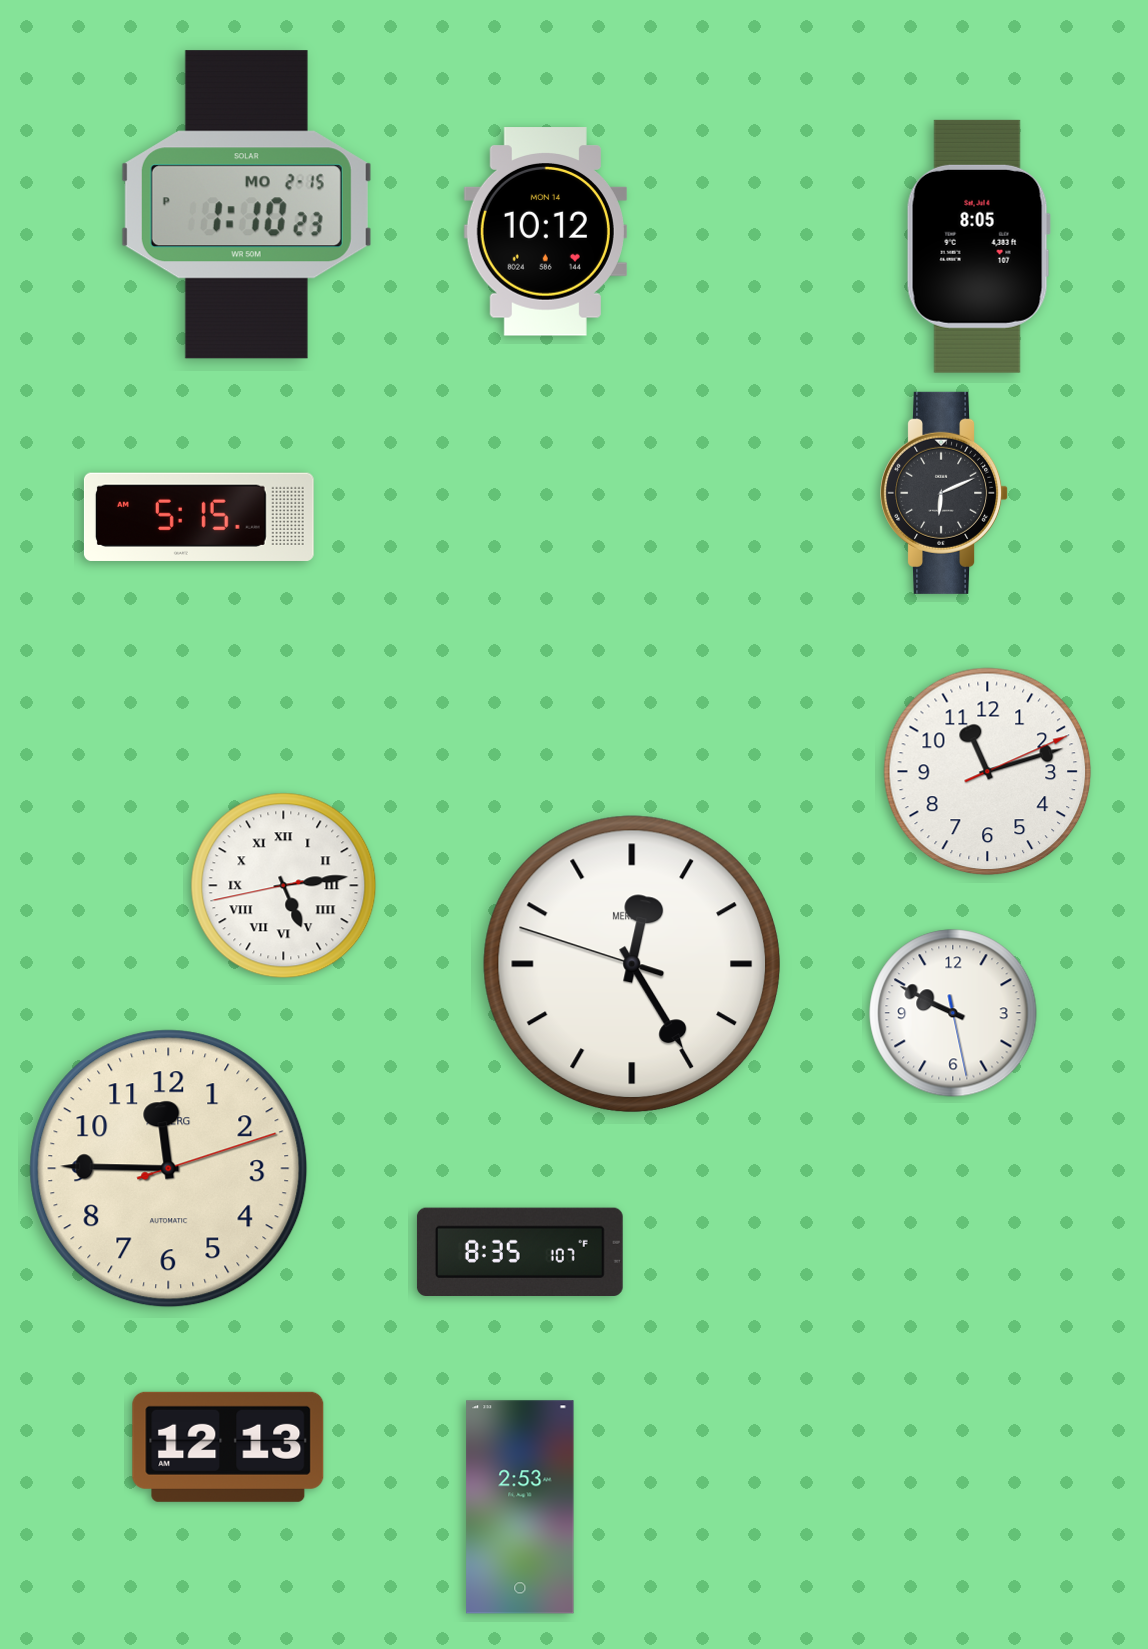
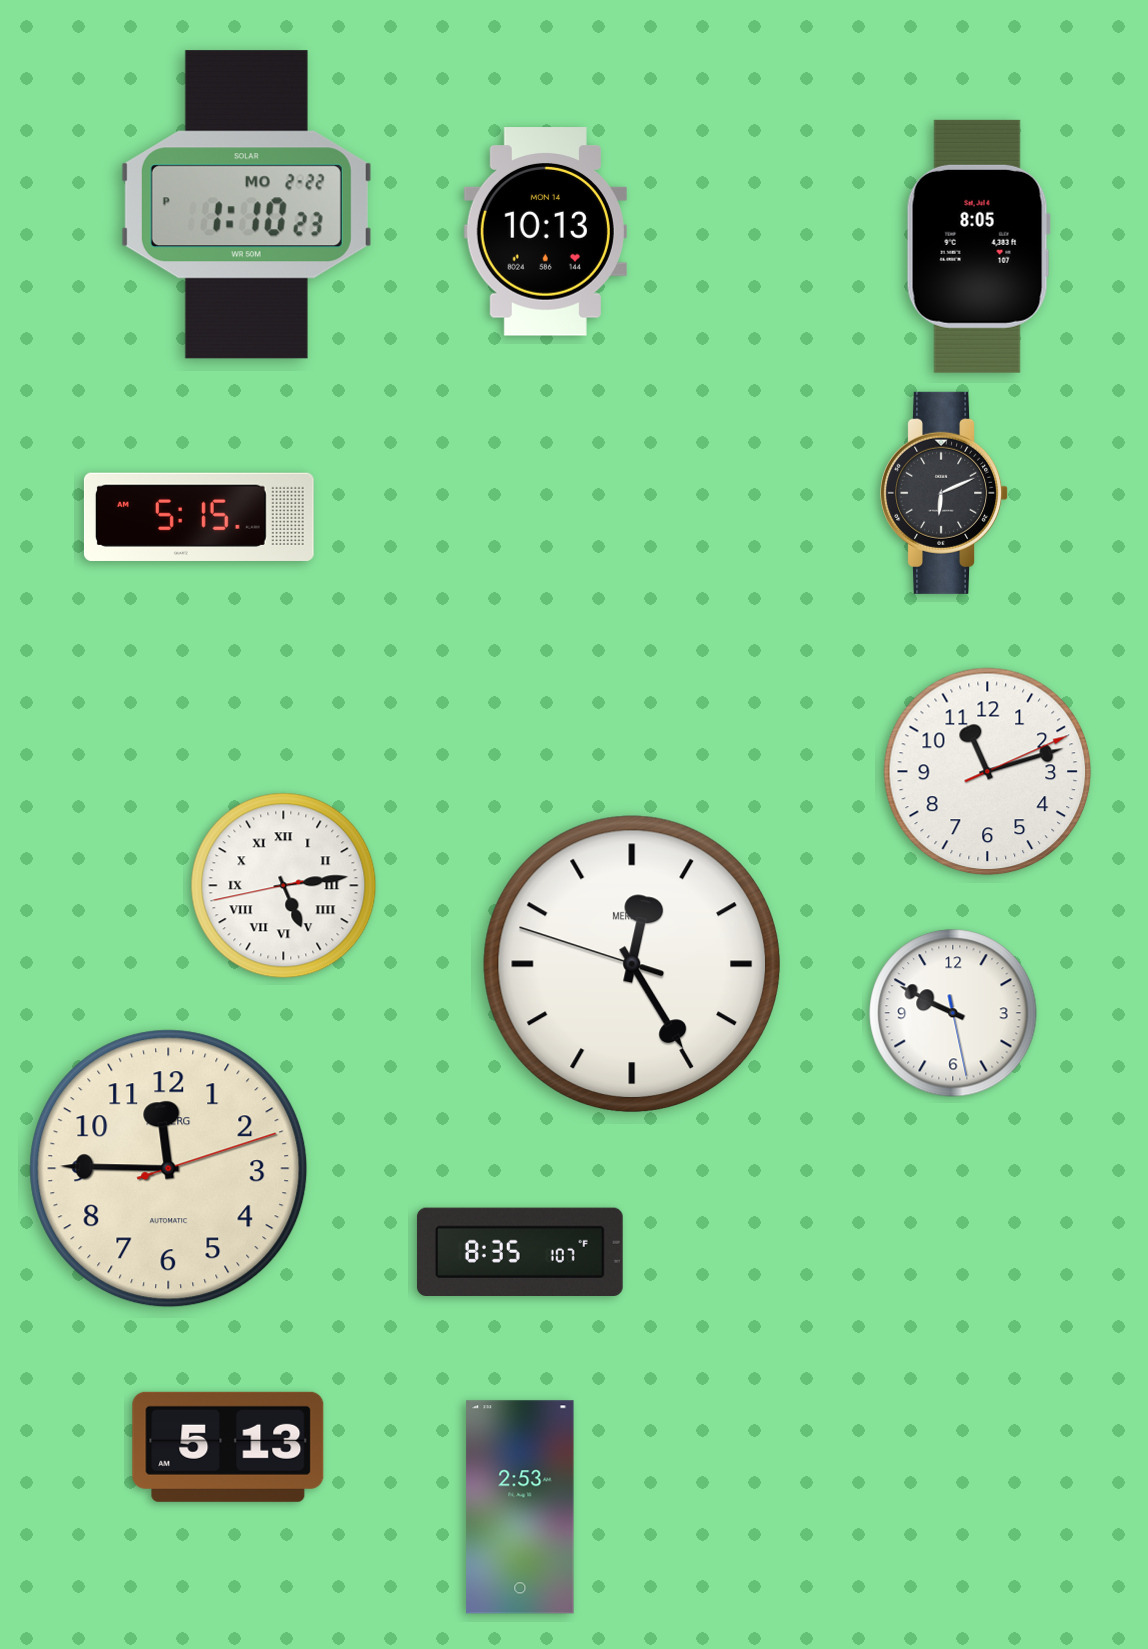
clock at (246, 205) date: MO 2-15 -> MO 2-22
clock at (545, 232): 10:12 -> 10:13
clock at (228, 1447): 12:13 -> 5:13
